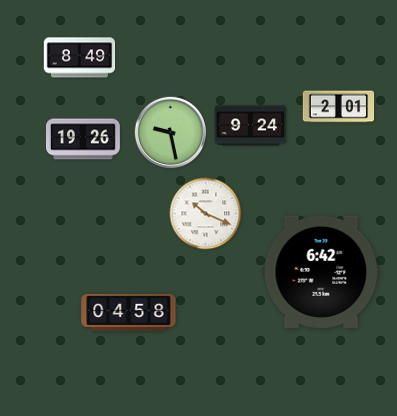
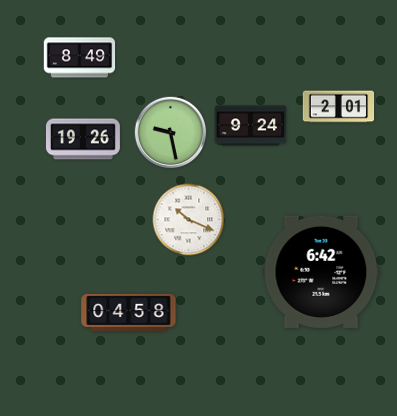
clock at (206, 214) position: (206, 214) -> (189, 220)
